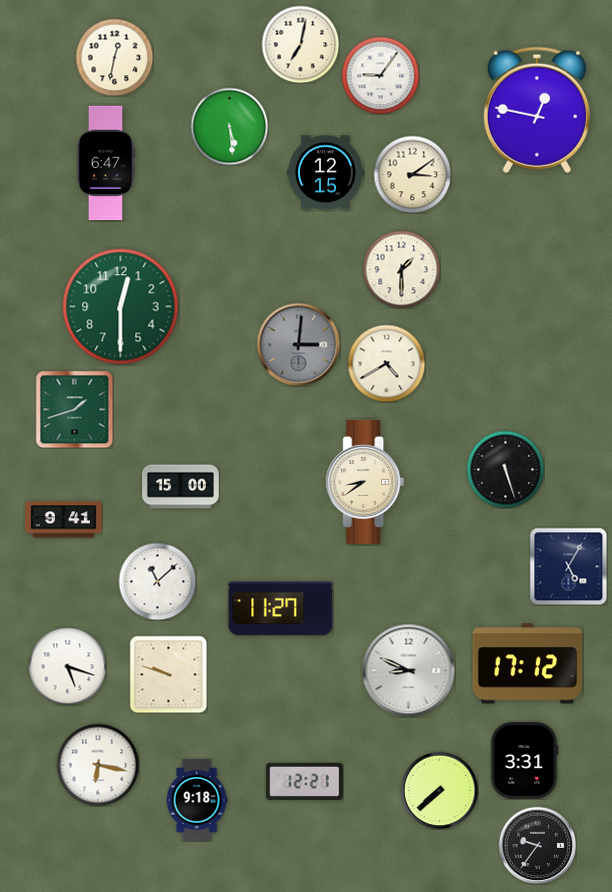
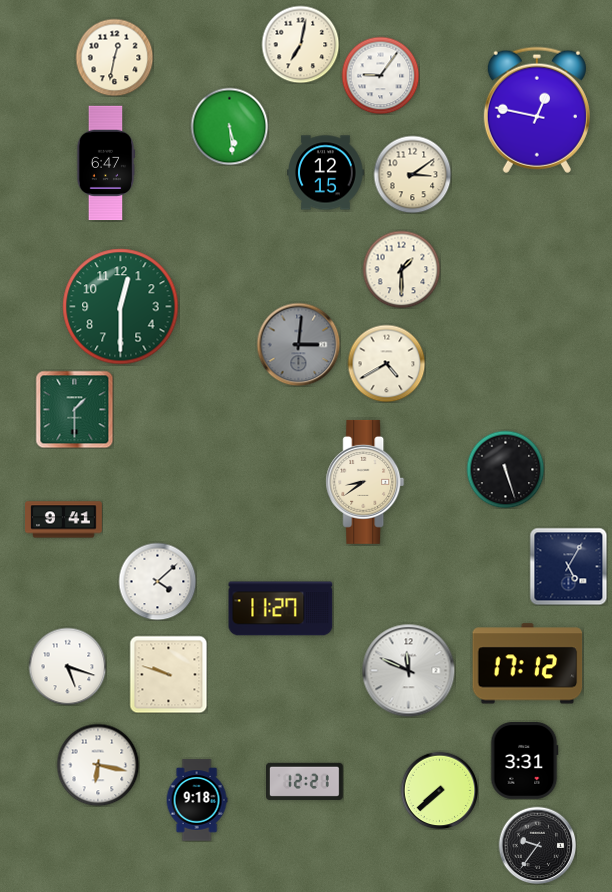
clock at (74, 409): 1:42 -> 1:30
clock at (181, 487): 15:00 -> none
clock at (157, 581): 11:08 -> 4:08
clock at (408, 670): 8:49 -> 11:49
